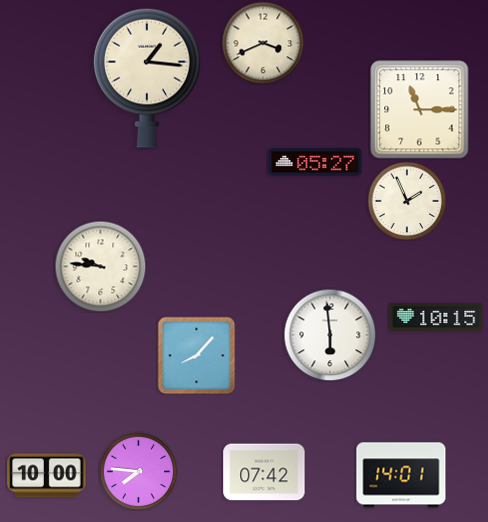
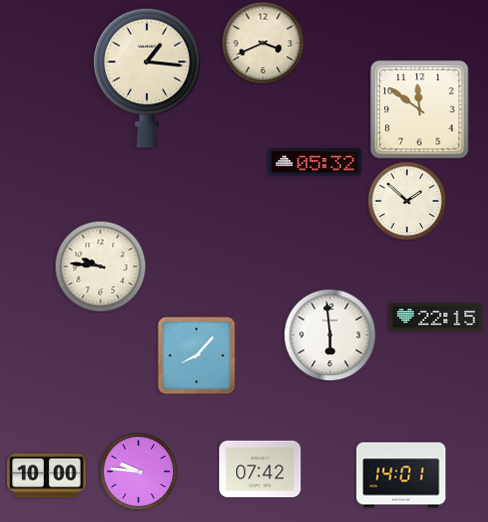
clock at (420, 110): 11:15 -> 11:51
clock at (315, 162): 05:27 -> 05:32
clock at (407, 201): 1:56 -> 1:52
clock at (436, 317): 10:15 -> 22:15
clock at (138, 471): 7:46 -> 9:46
clock at (264, 472) position: (264, 472) -> (260, 469)
